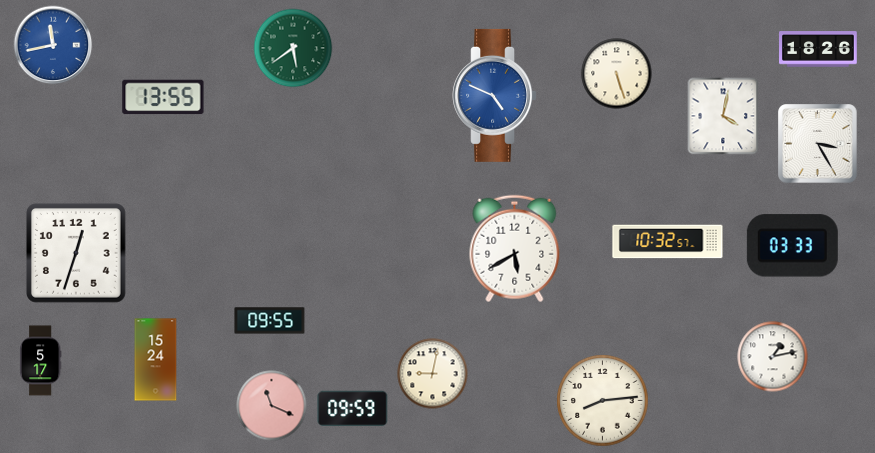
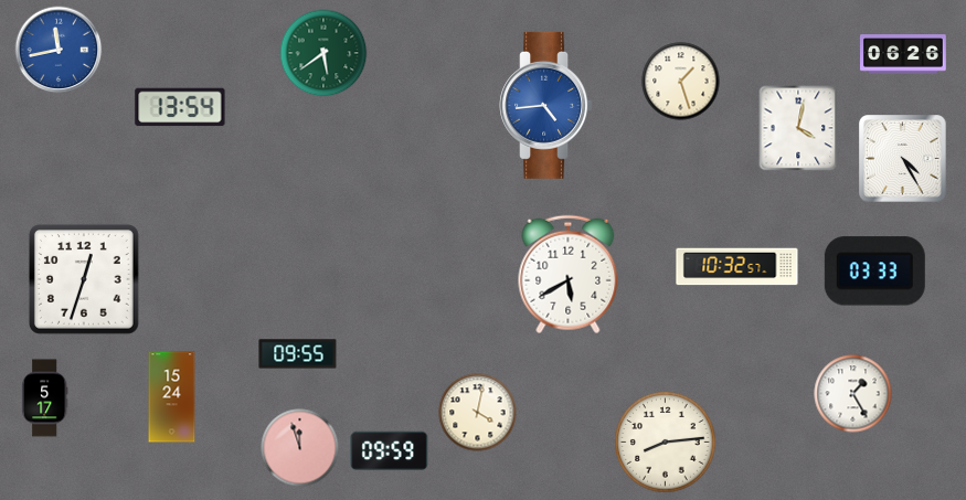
clock at (819, 49): 18:26 -> 06:26
clock at (617, 74): 5:27 -> 1:27
clock at (495, 95): 4:49 -> 4:44
clock at (163, 97): 13:55 -> 13:54
clock at (818, 144): 3:25 -> 4:25
clock at (773, 357): 1:13 -> 1:25
clock at (433, 374): 9:02 -> 4:02
clock at (272, 406): 11:19 -> 11:57
